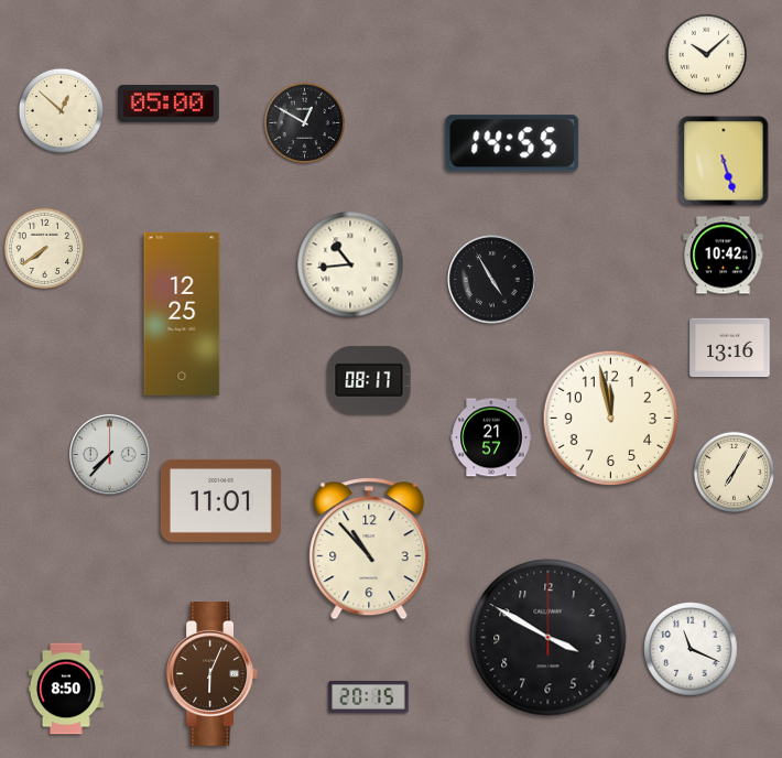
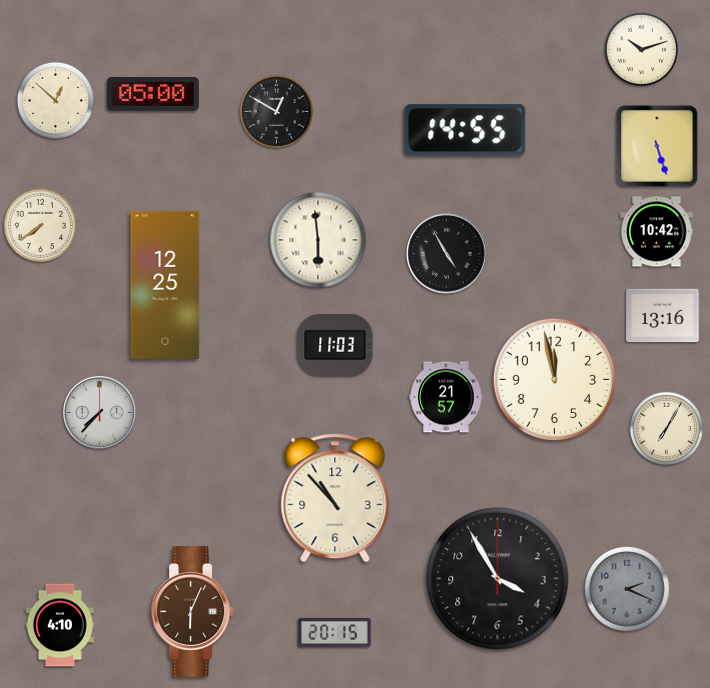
clock at (706, 54): 10:08 -> 10:12
clock at (350, 264): 10:44 -> 5:59
clock at (369, 380): 08:17 -> 11:03
clock at (220, 500): 11:01 -> none
clock at (549, 638): 3:50 -> 3:55
clock at (691, 649): 11:19 -> 2:19
clock at (691, 649) dial: white -> grey
clock at (66, 689): 8:50 -> 4:10
